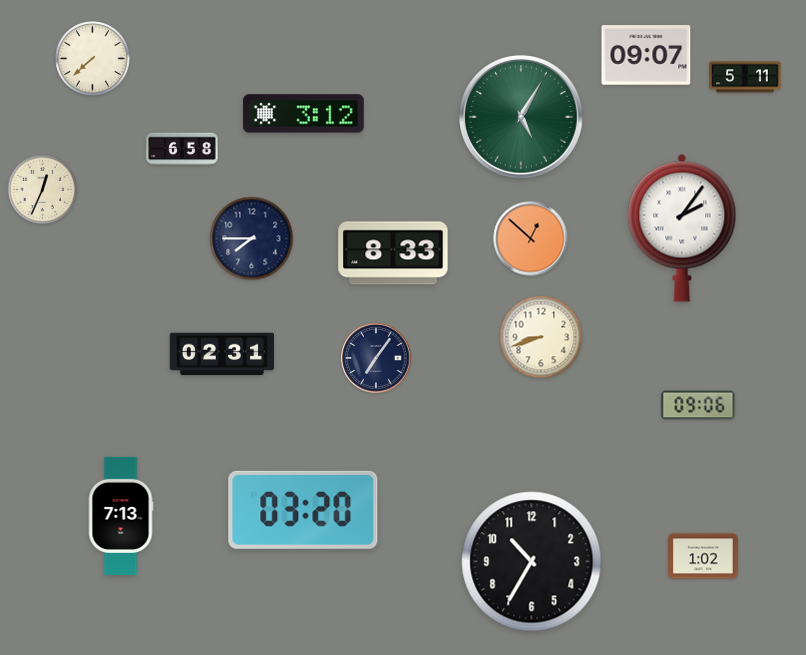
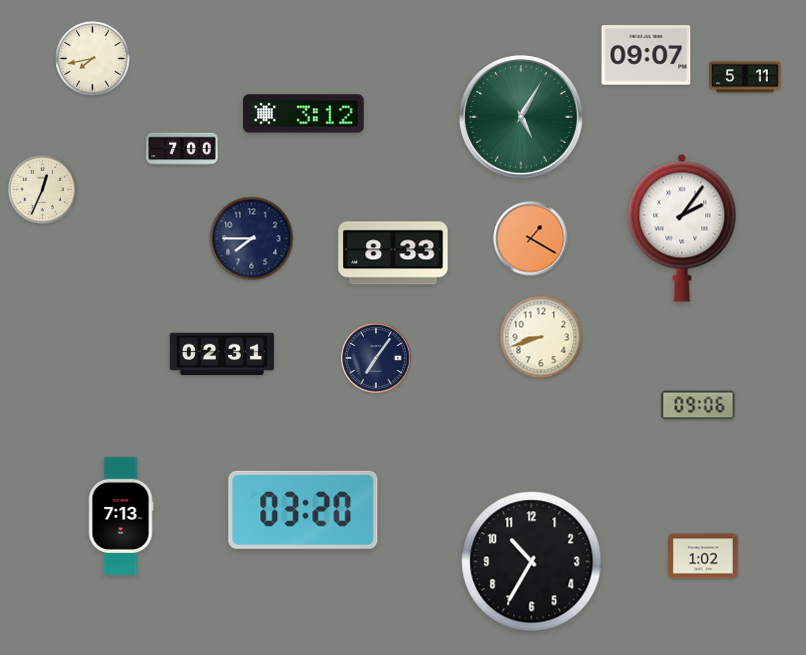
clock at (93, 59): 7:38 -> 7:43
clock at (182, 149): 6:58 -> 7:00
clock at (531, 239): 12:52 -> 1:20
